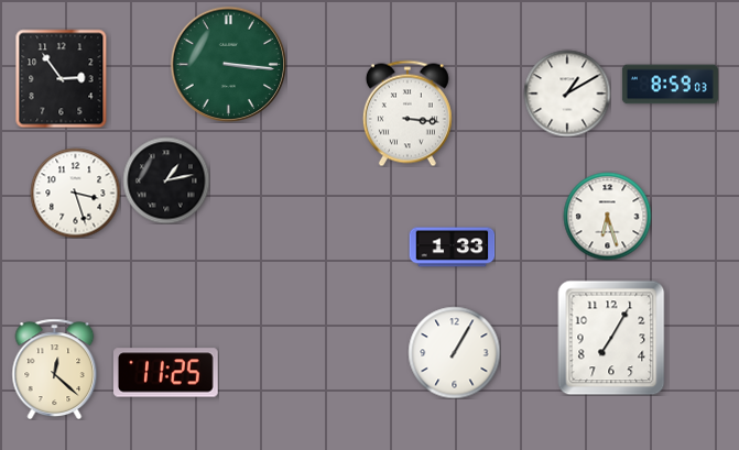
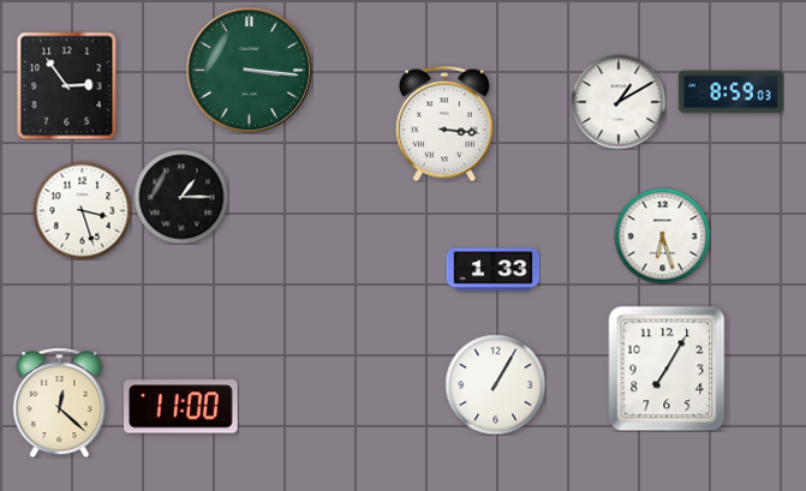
clock at (166, 180): 1:13 -> 1:15
clock at (166, 373): 11:25 -> 11:00
